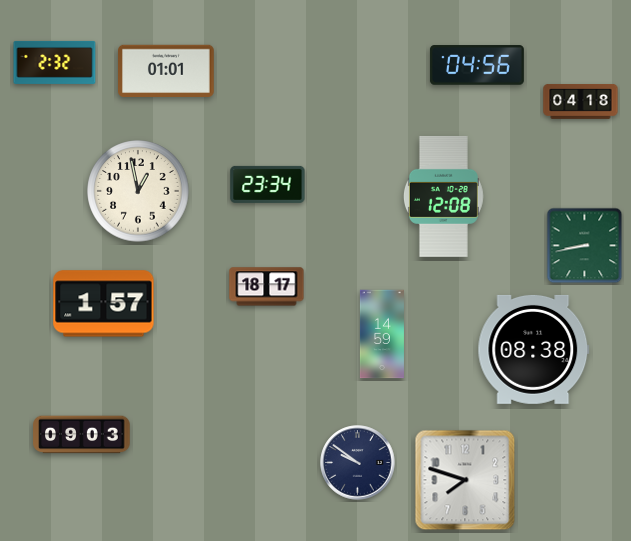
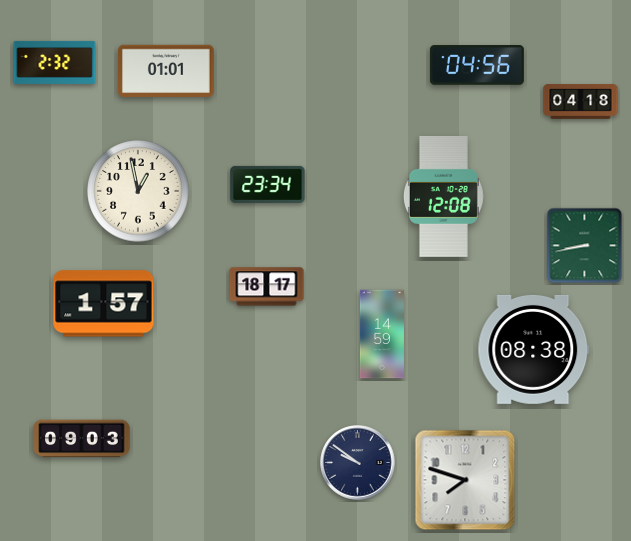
clock at (82, 435) position: (82, 435) -> (82, 439)
